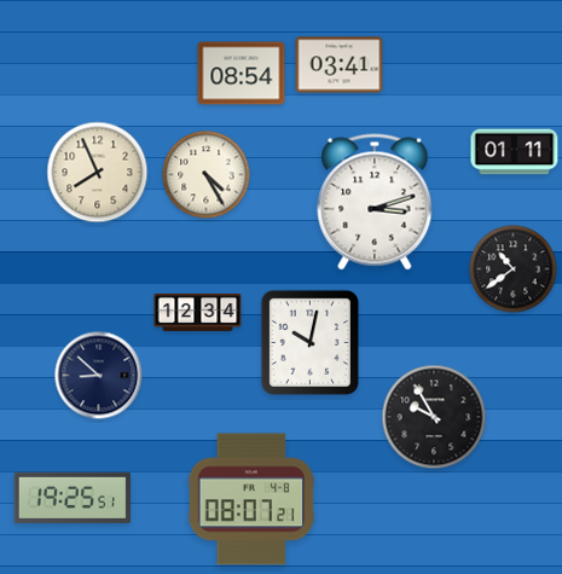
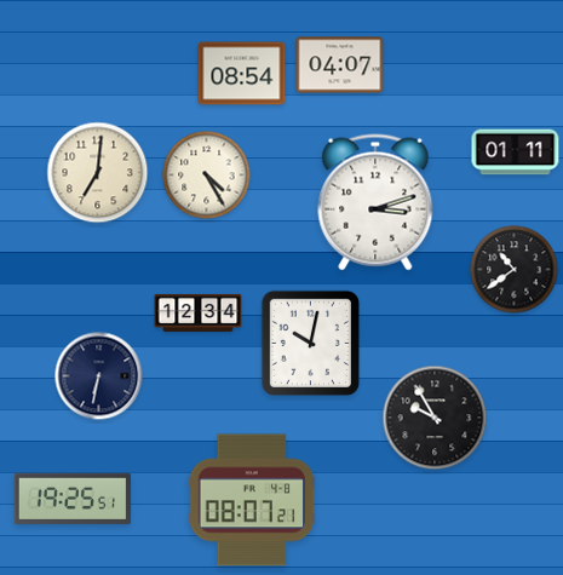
clock at (340, 65): 03:41 -> 04:07
clock at (98, 173): 7:56 -> 7:01
clock at (99, 376): 8:52 -> 6:32
